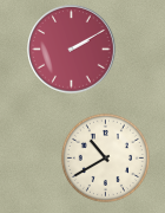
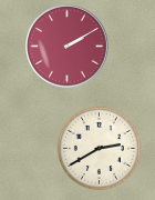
clock at (105, 157): 10:40 -> 2:40
